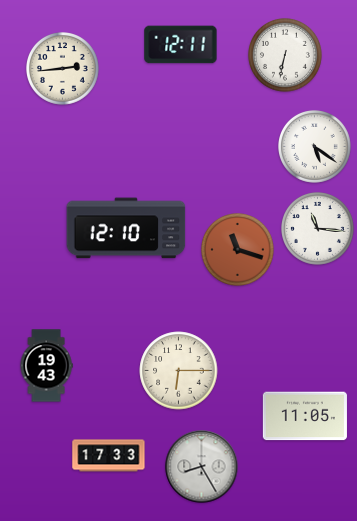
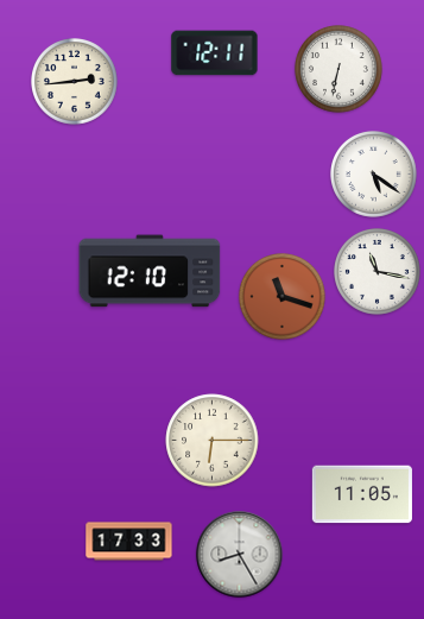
clock at (286, 56) position: (286, 56) -> (340, 70)
clock at (318, 229): 11:16 -> 11:17
clock at (46, 366): 19:43 -> none
